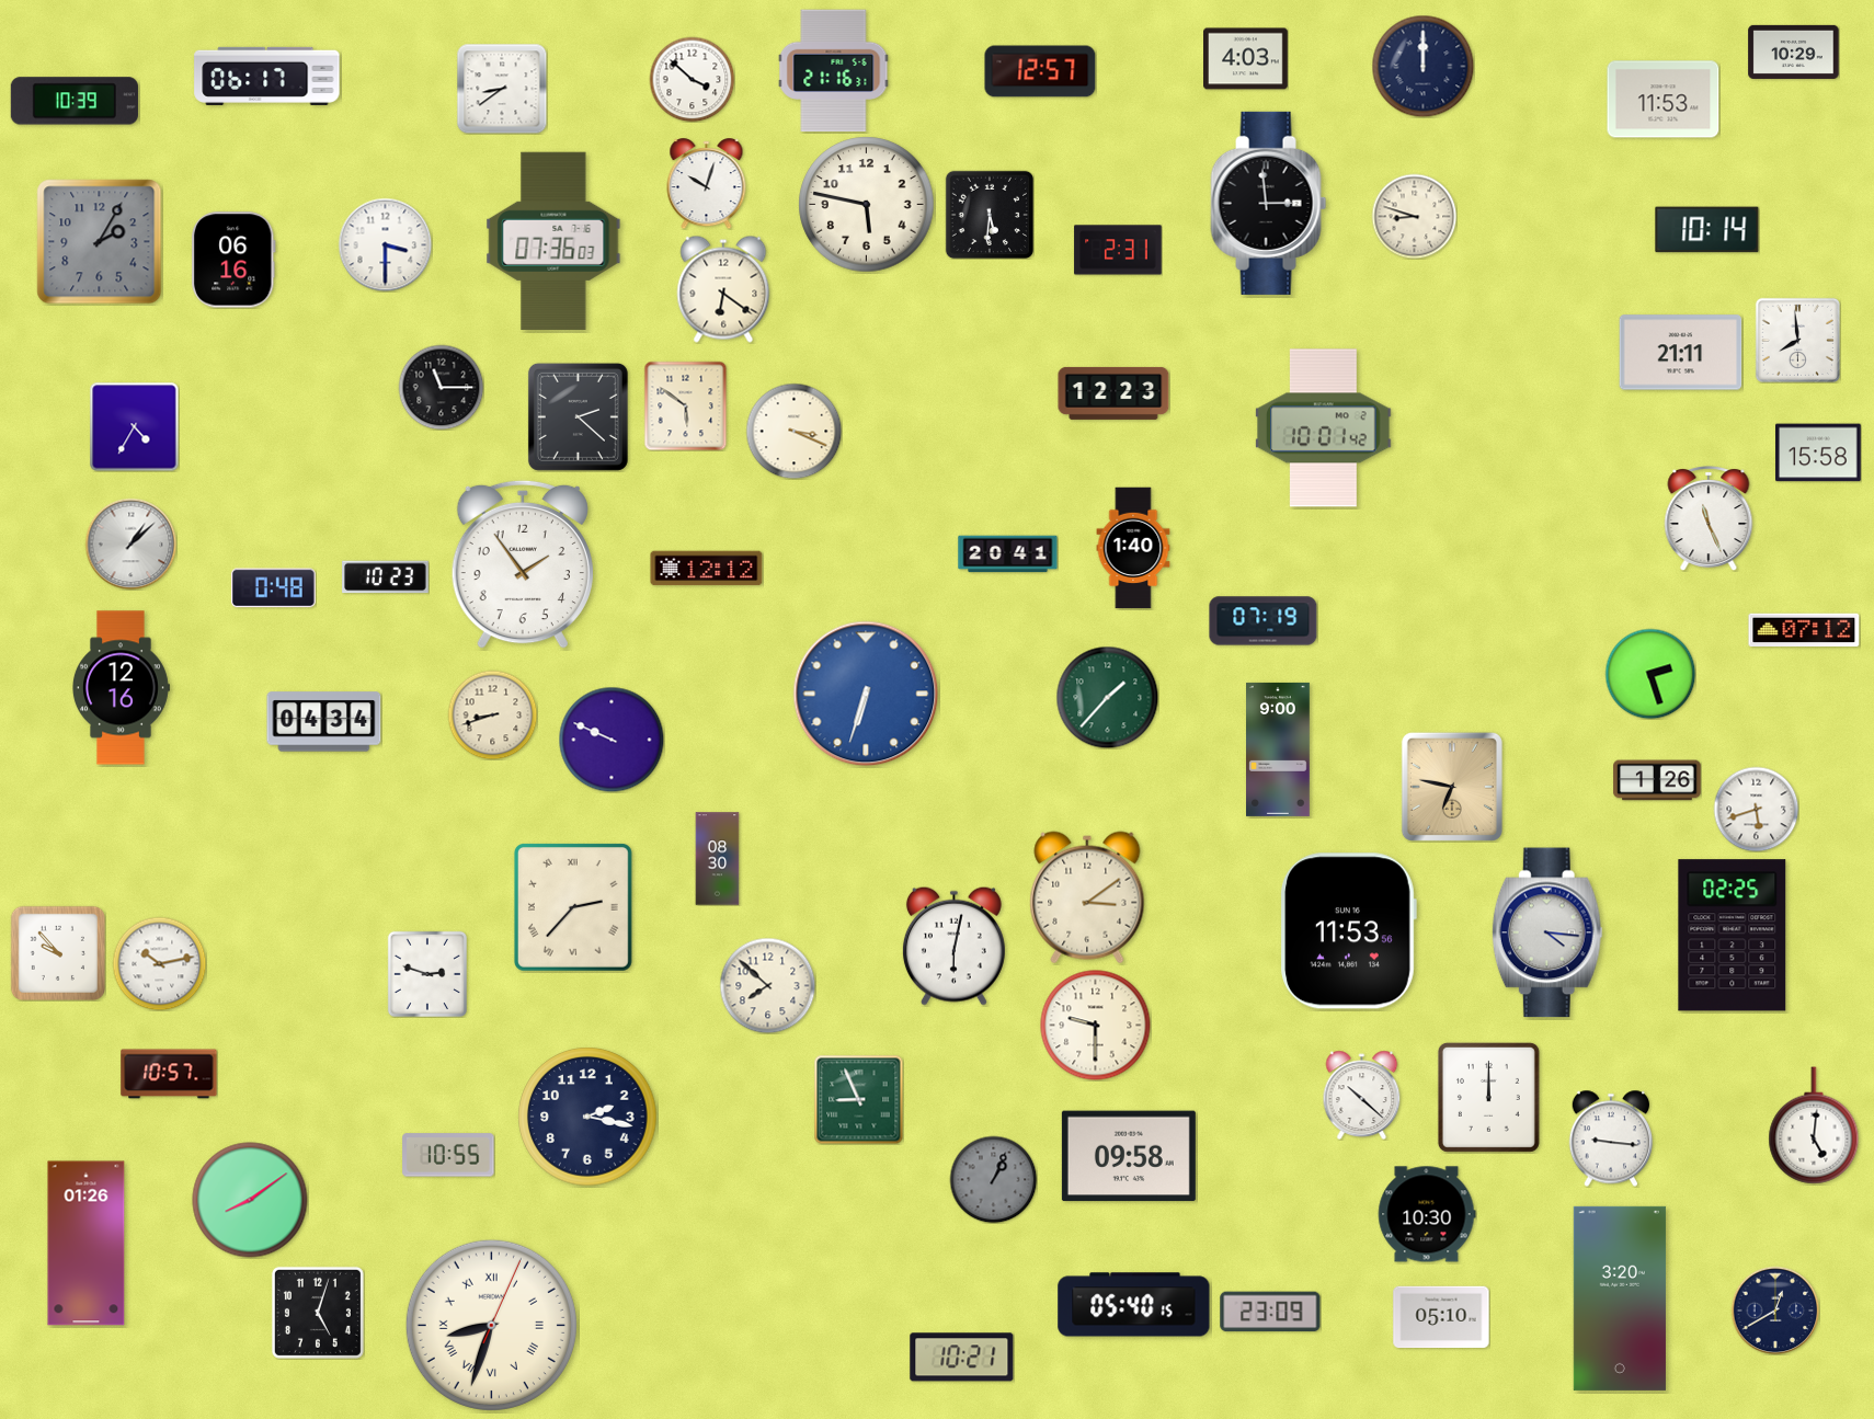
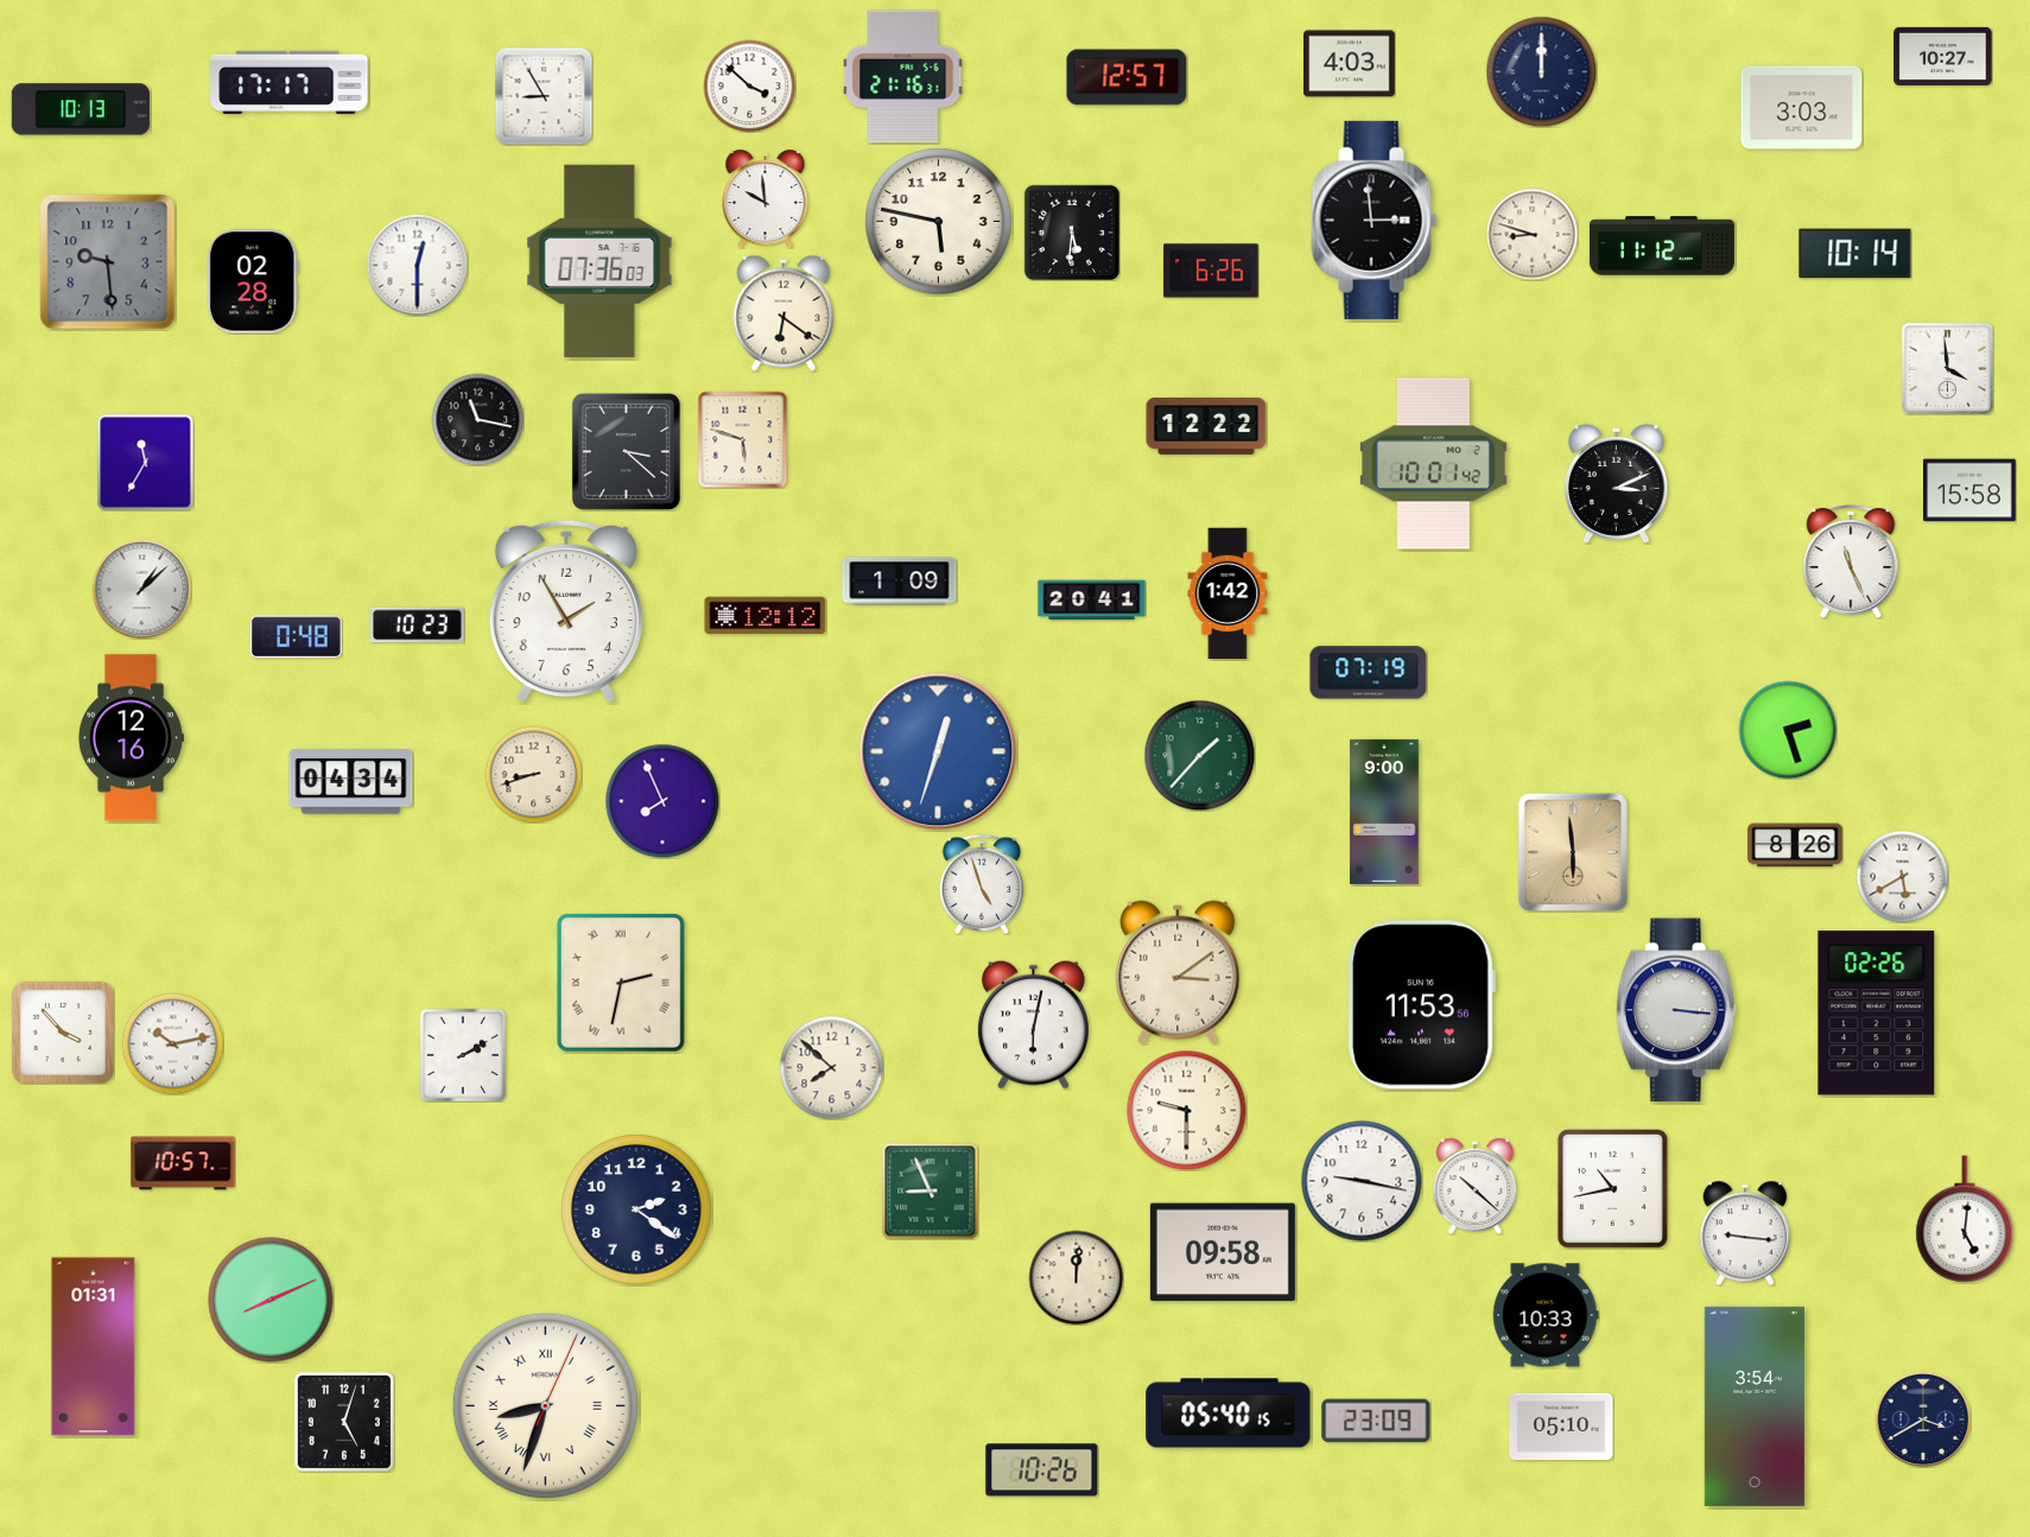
clock at (1794, 52): 10:29 -> 10:27
clock at (267, 76): 06:17 -> 17:17
clock at (502, 89): 8:39 -> 8:55
clock at (1664, 100): 11:53 -> 3:03
clock at (75, 101): 10:39 -> 10:13
clock at (707, 184): 10:03 -> 9:59
clock at (1662, 246): none -> 11:12
clock at (1707, 230) position: (1707, 230) -> (1855, 254)
clock at (100, 242): 2:05 -> 9:29
clock at (385, 244): 3:30 -> 12:30
clock at (1118, 250): 2:31 -> 6:26
clock at (233, 260): 06:16 -> 02:28
clock at (1797, 340): 7:59 -> 3:59
clock at (1681, 353): 21:11 -> none
clock at (441, 387): 11:15 -> 11:17
clock at (1113, 393): 12:23 -> 12:22
clock at (686, 405): 5:51 -> 5:48
clock at (578, 416): 2:22 -> 3:22
clock at (134, 426): 4:35 -> 11:35
clock at (793, 431): 3:19 -> none
clock at (1616, 484): none -> 3:11
clock at (900, 582): none -> 1:09
clock at (1133, 548): 1:40 -> 1:42
clock at (523, 564): 1:54 -> 1:55
clock at (1804, 629): 07:12 -> none
clock at (121, 688) position: (121, 688) -> (131, 738)
clock at (866, 694): 6:33 -> 12:33
clock at (612, 740): 9:49 -> 7:56
clock at (1657, 780): 1:26 -> 8:26
clock at (1452, 787): 6:47 -> 5:59
clock at (1756, 809): 5:42 -> 5:40
clock at (982, 884): none -> 4:57
clock at (718, 859): 08:30 -> none
clock at (573, 908): 2:37 -> 2:32
clock at (1348, 931) position: (1348, 931) -> (1421, 1005)
clock at (1547, 932): 4:16 -> 3:16
clock at (1733, 936): 02:25 -> 02:26
clock at (58, 953): 9:53 -> 3:53
clock at (427, 974): 2:48 -> 2:10
clock at (1362, 1181): none -> 9:17
clock at (1488, 1097): 12:00 -> 10:43
clock at (587, 1117): 2:17 -> 2:21
clock at (448, 1155): 10:55 -> none
clock at (993, 1179): 1:04 -> 12:01
clock at (993, 1179) dial: grey -> cream
clock at (250, 1200): 8:09 -> 8:11
clock at (1427, 1214): 10:30 -> 10:33
clock at (87, 1244): 01:26 -> 01:31
clock at (1620, 1298): 3:20 -> 3:54
clock at (1775, 1311): 12:40 -> 3:40
clock at (491, 1325) position: (491, 1325) -> (545, 1405)
clock at (962, 1358): 10:21 -> 10:26
